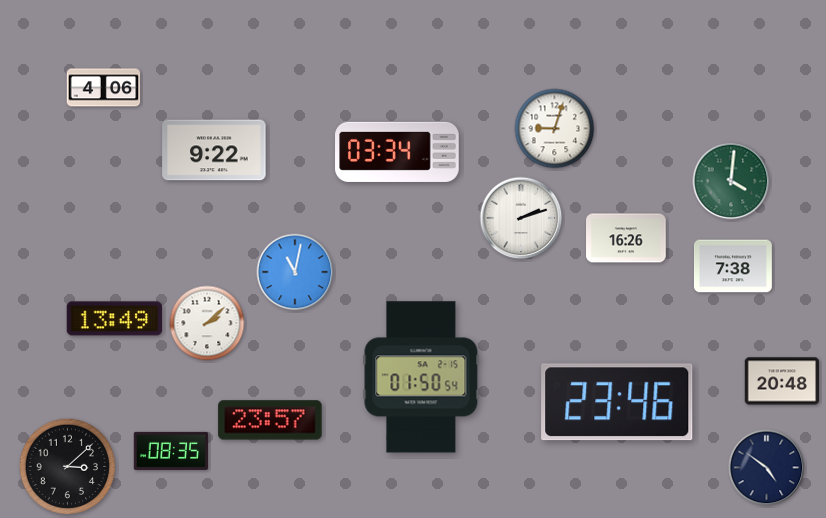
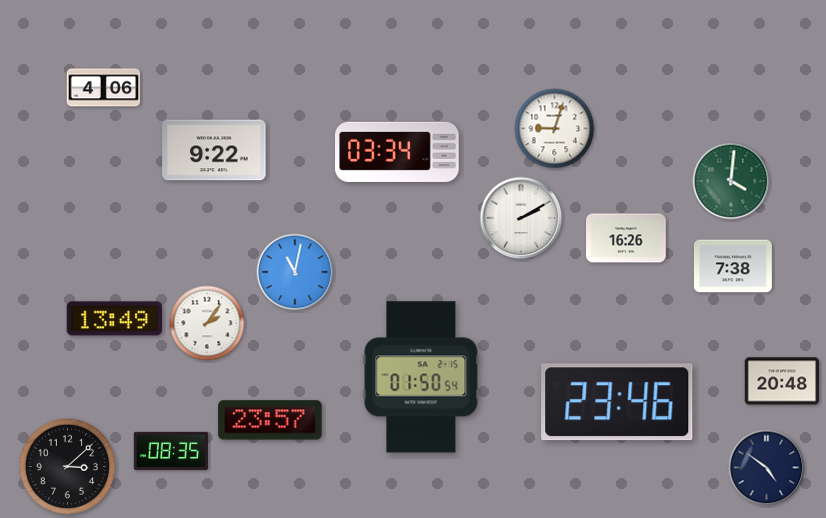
clock at (521, 218): 2:12 -> 2:10
clock at (207, 323): 2:08 -> 2:06
